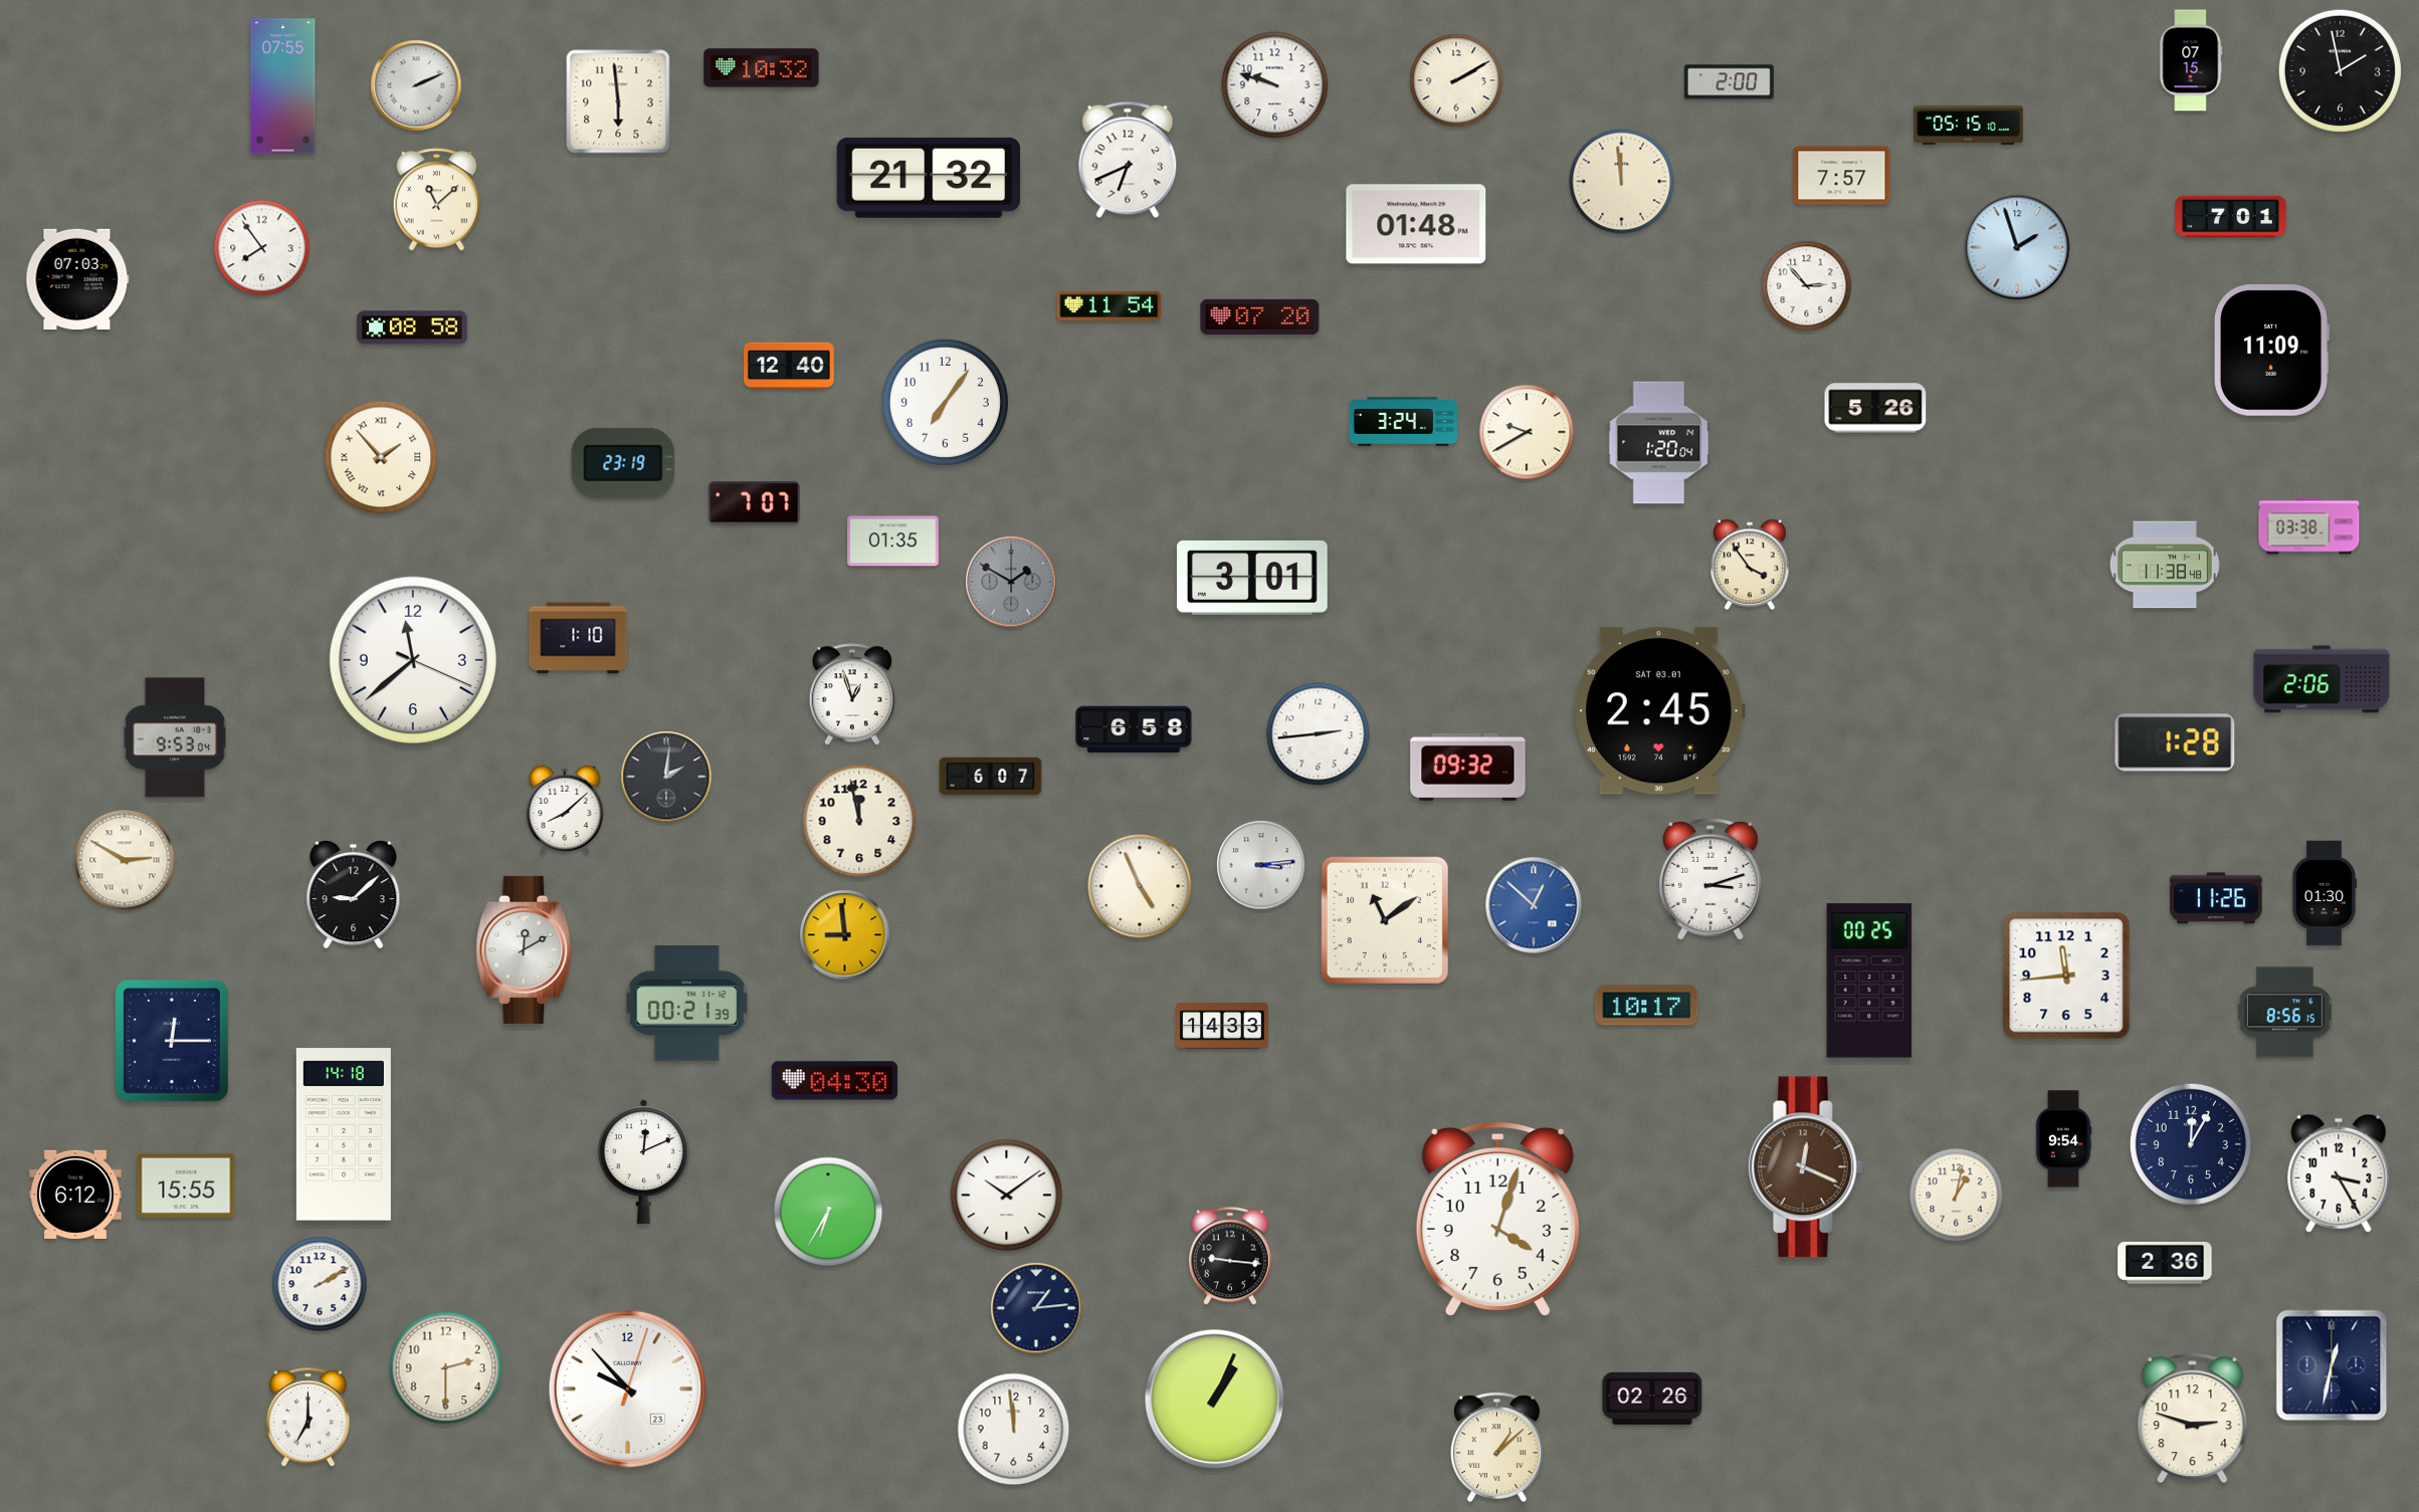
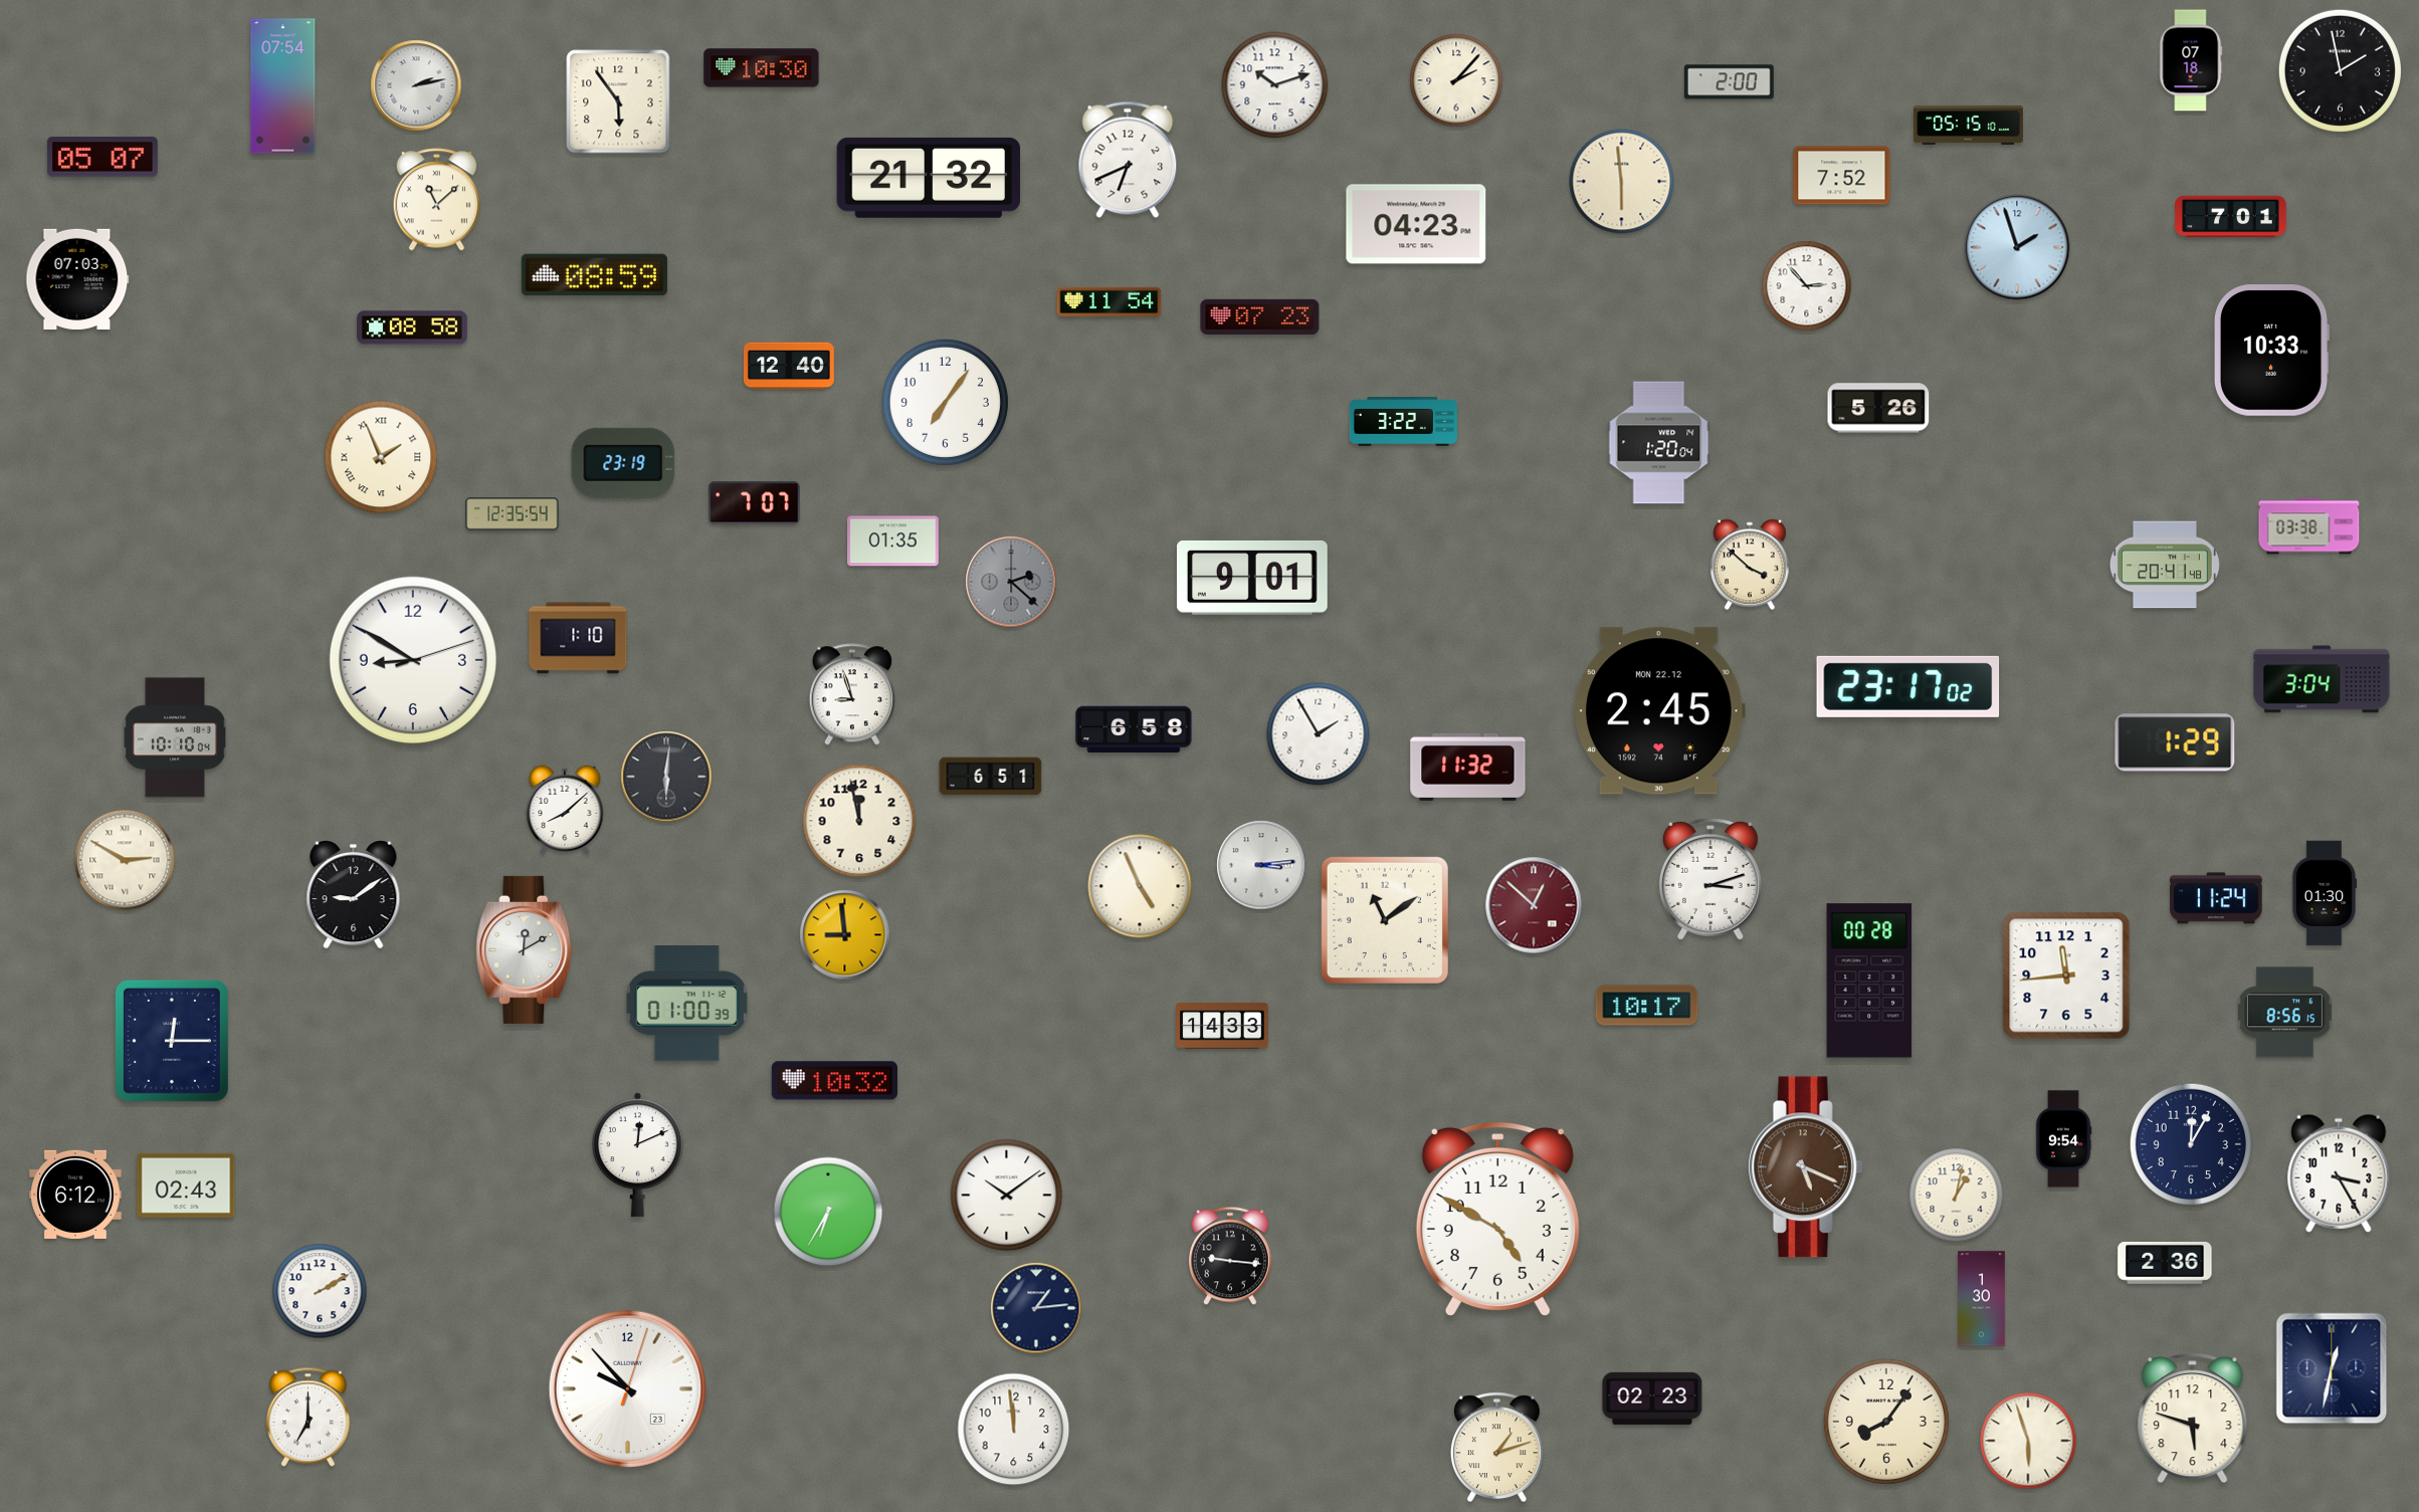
clock at (2191, 60): 07:15 -> 07:18
clock at (762, 68): 10:32 -> 10:30
clock at (1456, 80): 2:10 -> 2:07
clock at (416, 85): 2:11 -> 2:13
clock at (1275, 85): 9:48 -> 10:12
clock at (283, 86): 07:55 -> 07:54
clock at (618, 101): 5:59 -> 5:54
clock at (103, 157): none -> 05:07
clock at (1842, 176): 7:57 -> 7:52
clock at (1622, 182): 11:59 -> 5:59
clock at (1416, 224): 01:48 -> 04:23
clock at (262, 248): 7:54 -> none
clock at (594, 275): none -> 08:59
clock at (1110, 305) position: (1110, 305) -> (1110, 301)
clock at (1260, 316): 07:20 -> 07:23
clock at (2271, 351): 11:09 -> 10:33
clock at (1875, 408) position: (1875, 408) -> (1878, 408)
clock at (1403, 422): 3:24 -> 3:22
clock at (1527, 432): 9:40 -> none
clock at (381, 457): 1:53 -> 1:56
clock at (513, 514): none -> 12:35
clock at (1751, 565): 3:54 -> 3:52
clock at (2165, 565): 11:38 -> 20:41
clock at (1252, 578): 3:01 -> 9:01
clock at (1011, 582): 1:50 -> 2:22
clock at (413, 660): 11:38 -> 8:50
clock at (2322, 679): 2:06 -> 3:04
clock at (1908, 686): none -> 23:17
clock at (852, 694): 12:57 -> 8:57
clock at (1659, 711) date: SAT 03.01 -> MON 22.12
clock at (1319, 734): 2:44 -> 1:55
clock at (174, 737): 9:53 -> 10:10
clock at (2175, 742): 1:28 -> 1:29
clock at (1468, 767): 09:32 -> 11:32
clock at (666, 777): 2:01 -> 6:01
clock at (991, 777): 6:07 -> 6:51
clock at (354, 895): 9:08 -> 9:09
clock at (2216, 898): 11:26 -> 11:24
clock at (1534, 905) dial: blue -> burgundy
clock at (1869, 981): 00:25 -> 00:28
clock at (686, 1004): 00:21 -> 01:00
clock at (834, 1081): 04:30 -> 10:32
clock at (344, 1134): 14:18 -> none
clock at (643, 1162) position: (643, 1162) -> (637, 1155)
clock at (1805, 1167): 12:19 -> 5:19
clock at (186, 1185): 15:55 -> 02:43
clock at (1497, 1219): 4:03 -> 4:50
clock at (320, 1284) position: (320, 1284) -> (320, 1291)
clock at (1982, 1299): none -> 1:30
clock at (2332, 1365) position: (2332, 1365) -> (2332, 1368)
clock at (446, 1368): 2:30 -> none
clock at (1652, 1398): 02:26 -> 02:23
clock at (1215, 1399): 1:04 -> none
clock at (2193, 1419): 2:48 -> 5:48
clock at (1886, 1422): none -> 8:06
clock at (2028, 1441): none -> 5:57
clock at (1496, 1448): 1:08 -> 1:12
